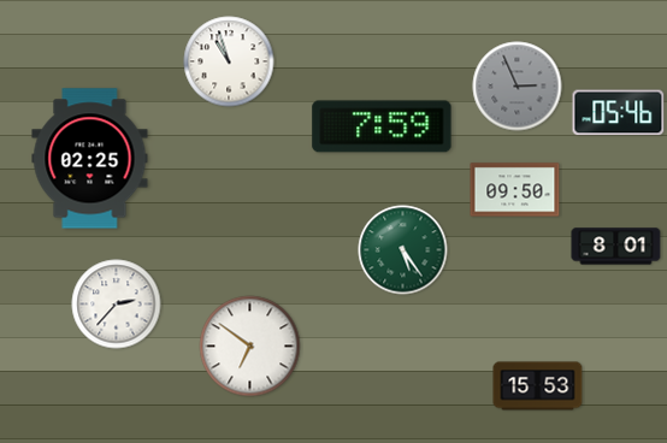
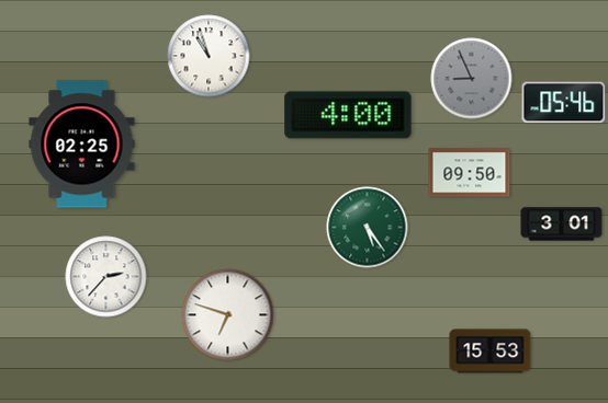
clock at (518, 87): 2:56 -> 8:56
clock at (382, 126): 7:59 -> 4:00
clock at (616, 247): 8:01 -> 3:01
clock at (250, 347): 6:51 -> 6:48
